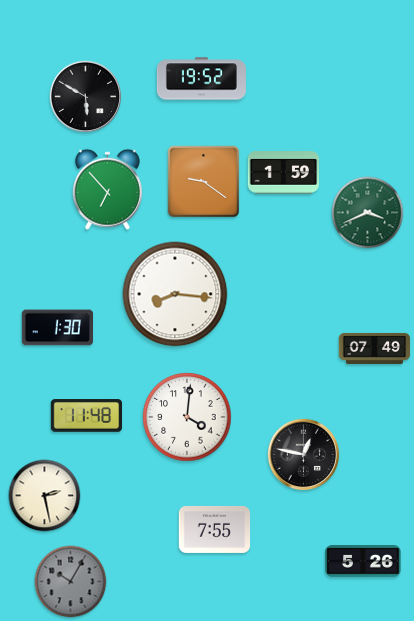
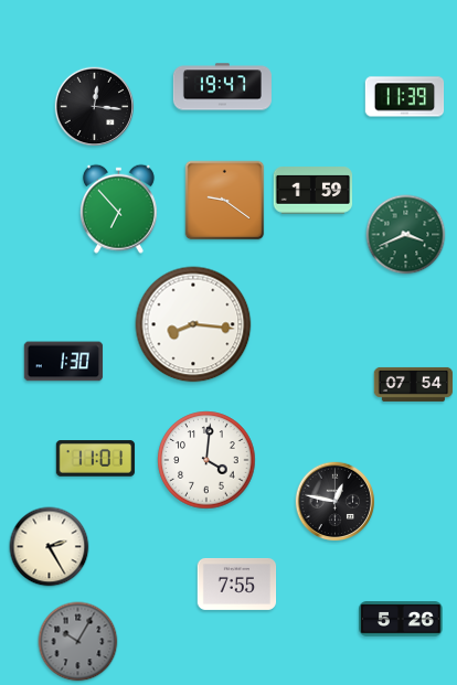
clock at (201, 79): 19:52 -> 19:47
clock at (405, 97): none -> 11:39
clock at (86, 97): 5:50 -> 12:16
clock at (375, 348): 07:49 -> 07:54
clock at (87, 416): 11:48 -> 11:01
clock at (45, 496): 2:28 -> 2:25
